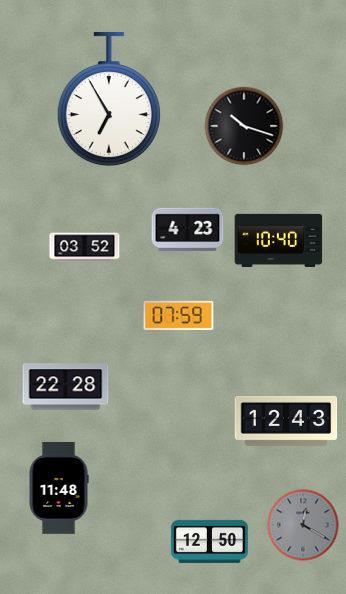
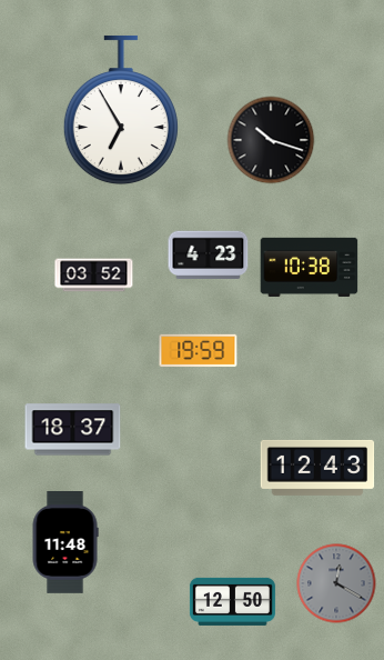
clock at (279, 240): 10:40 -> 10:38
clock at (179, 315): 07:59 -> 19:59
clock at (66, 387): 22:28 -> 18:37
